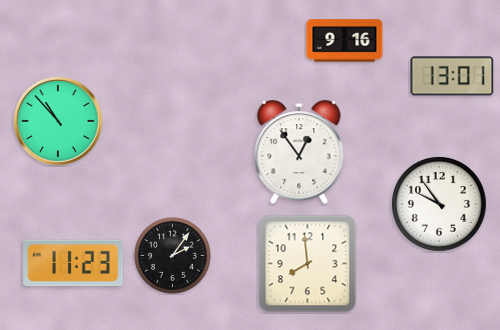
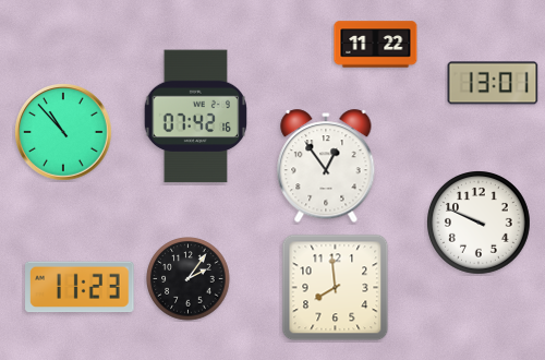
clock at (345, 41): 9:16 -> 11:22
clock at (195, 117): none -> 07:42
clock at (440, 205): 9:54 -> 9:49
